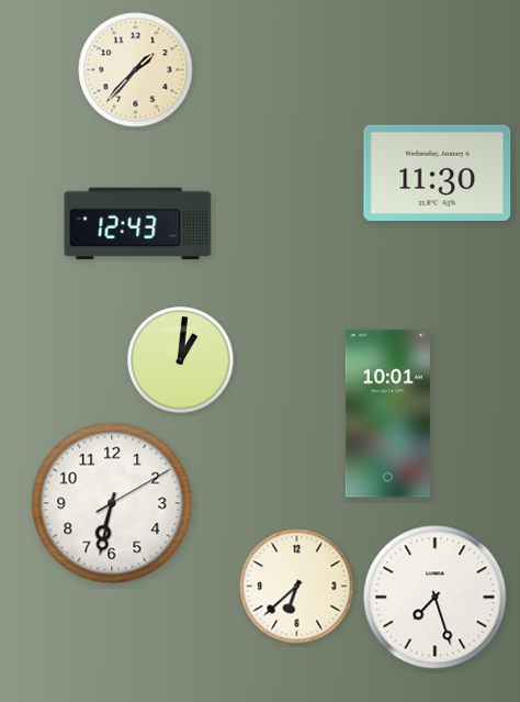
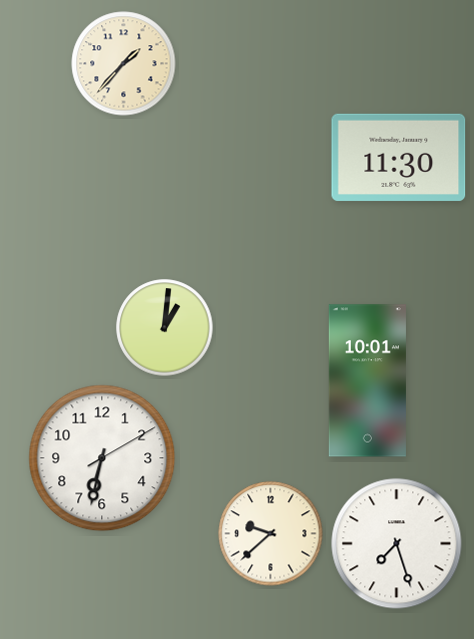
clock at (138, 224): 12:43 -> none
clock at (387, 414) position: (387, 414) -> (367, 381)
clock at (297, 587): 6:38 -> 9:38
